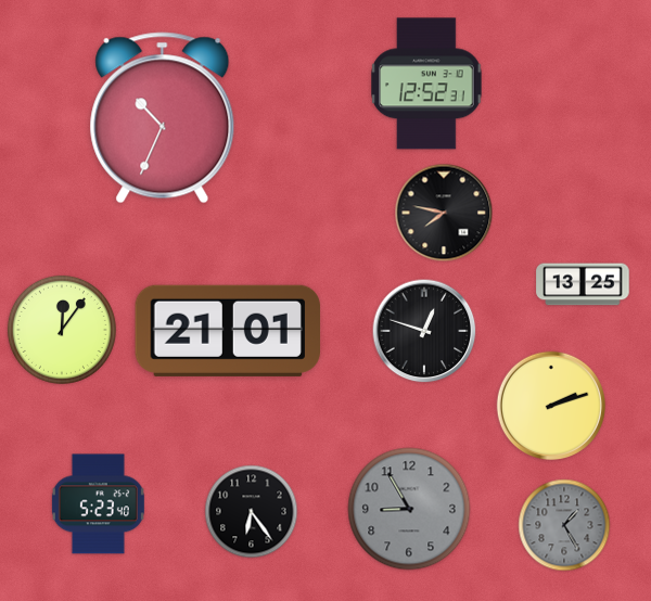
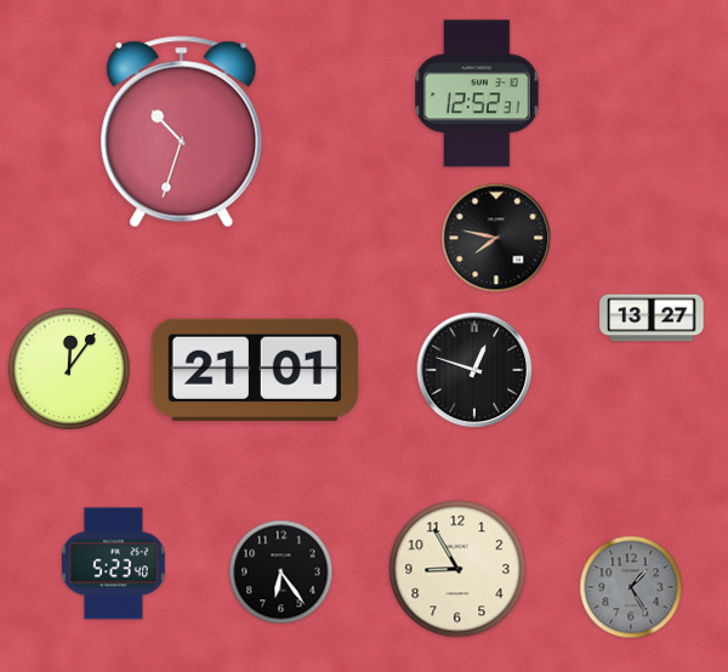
clock at (163, 118): 10:34 -> 10:33
clock at (583, 284): 13:25 -> 13:27
clock at (550, 405): 2:12 -> none
clock at (98, 504) position: (98, 504) -> (113, 564)
clock at (409, 509) dial: grey -> cream
